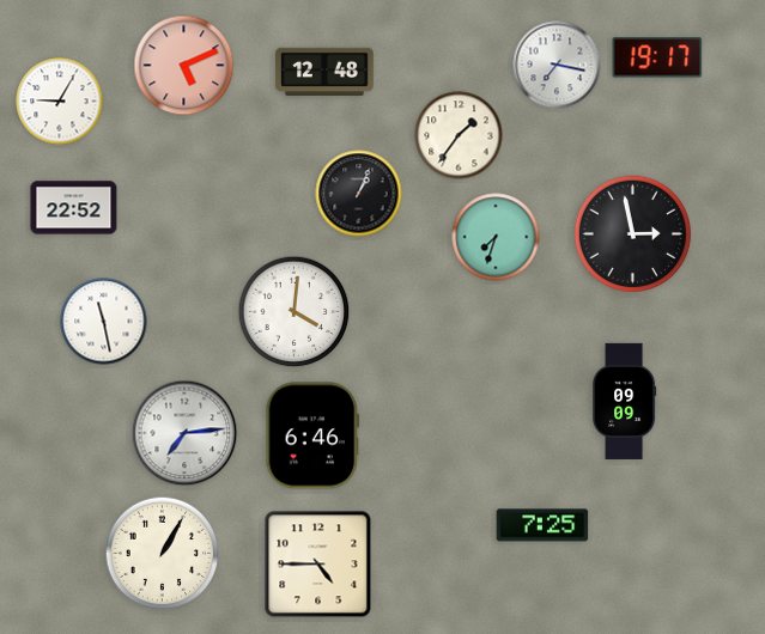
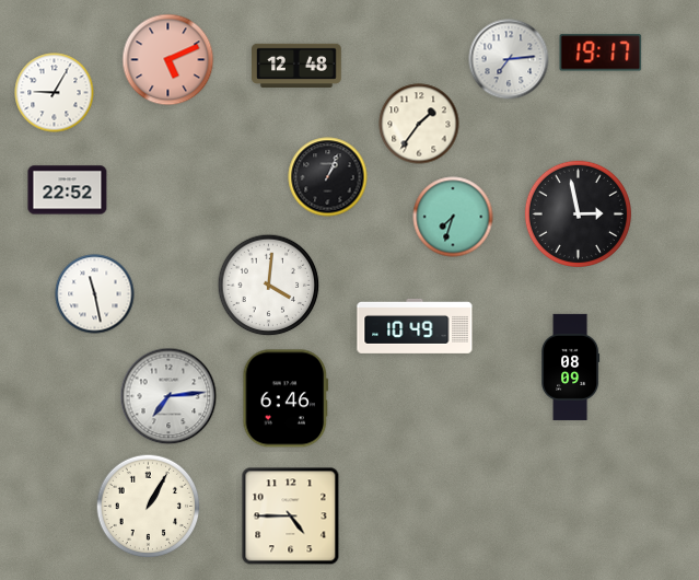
clock at (557, 65): 7:17 -> 7:14
clock at (415, 326): none -> 10:49
clock at (625, 401): 09:09 -> 08:09
clock at (542, 525): 7:25 -> none
